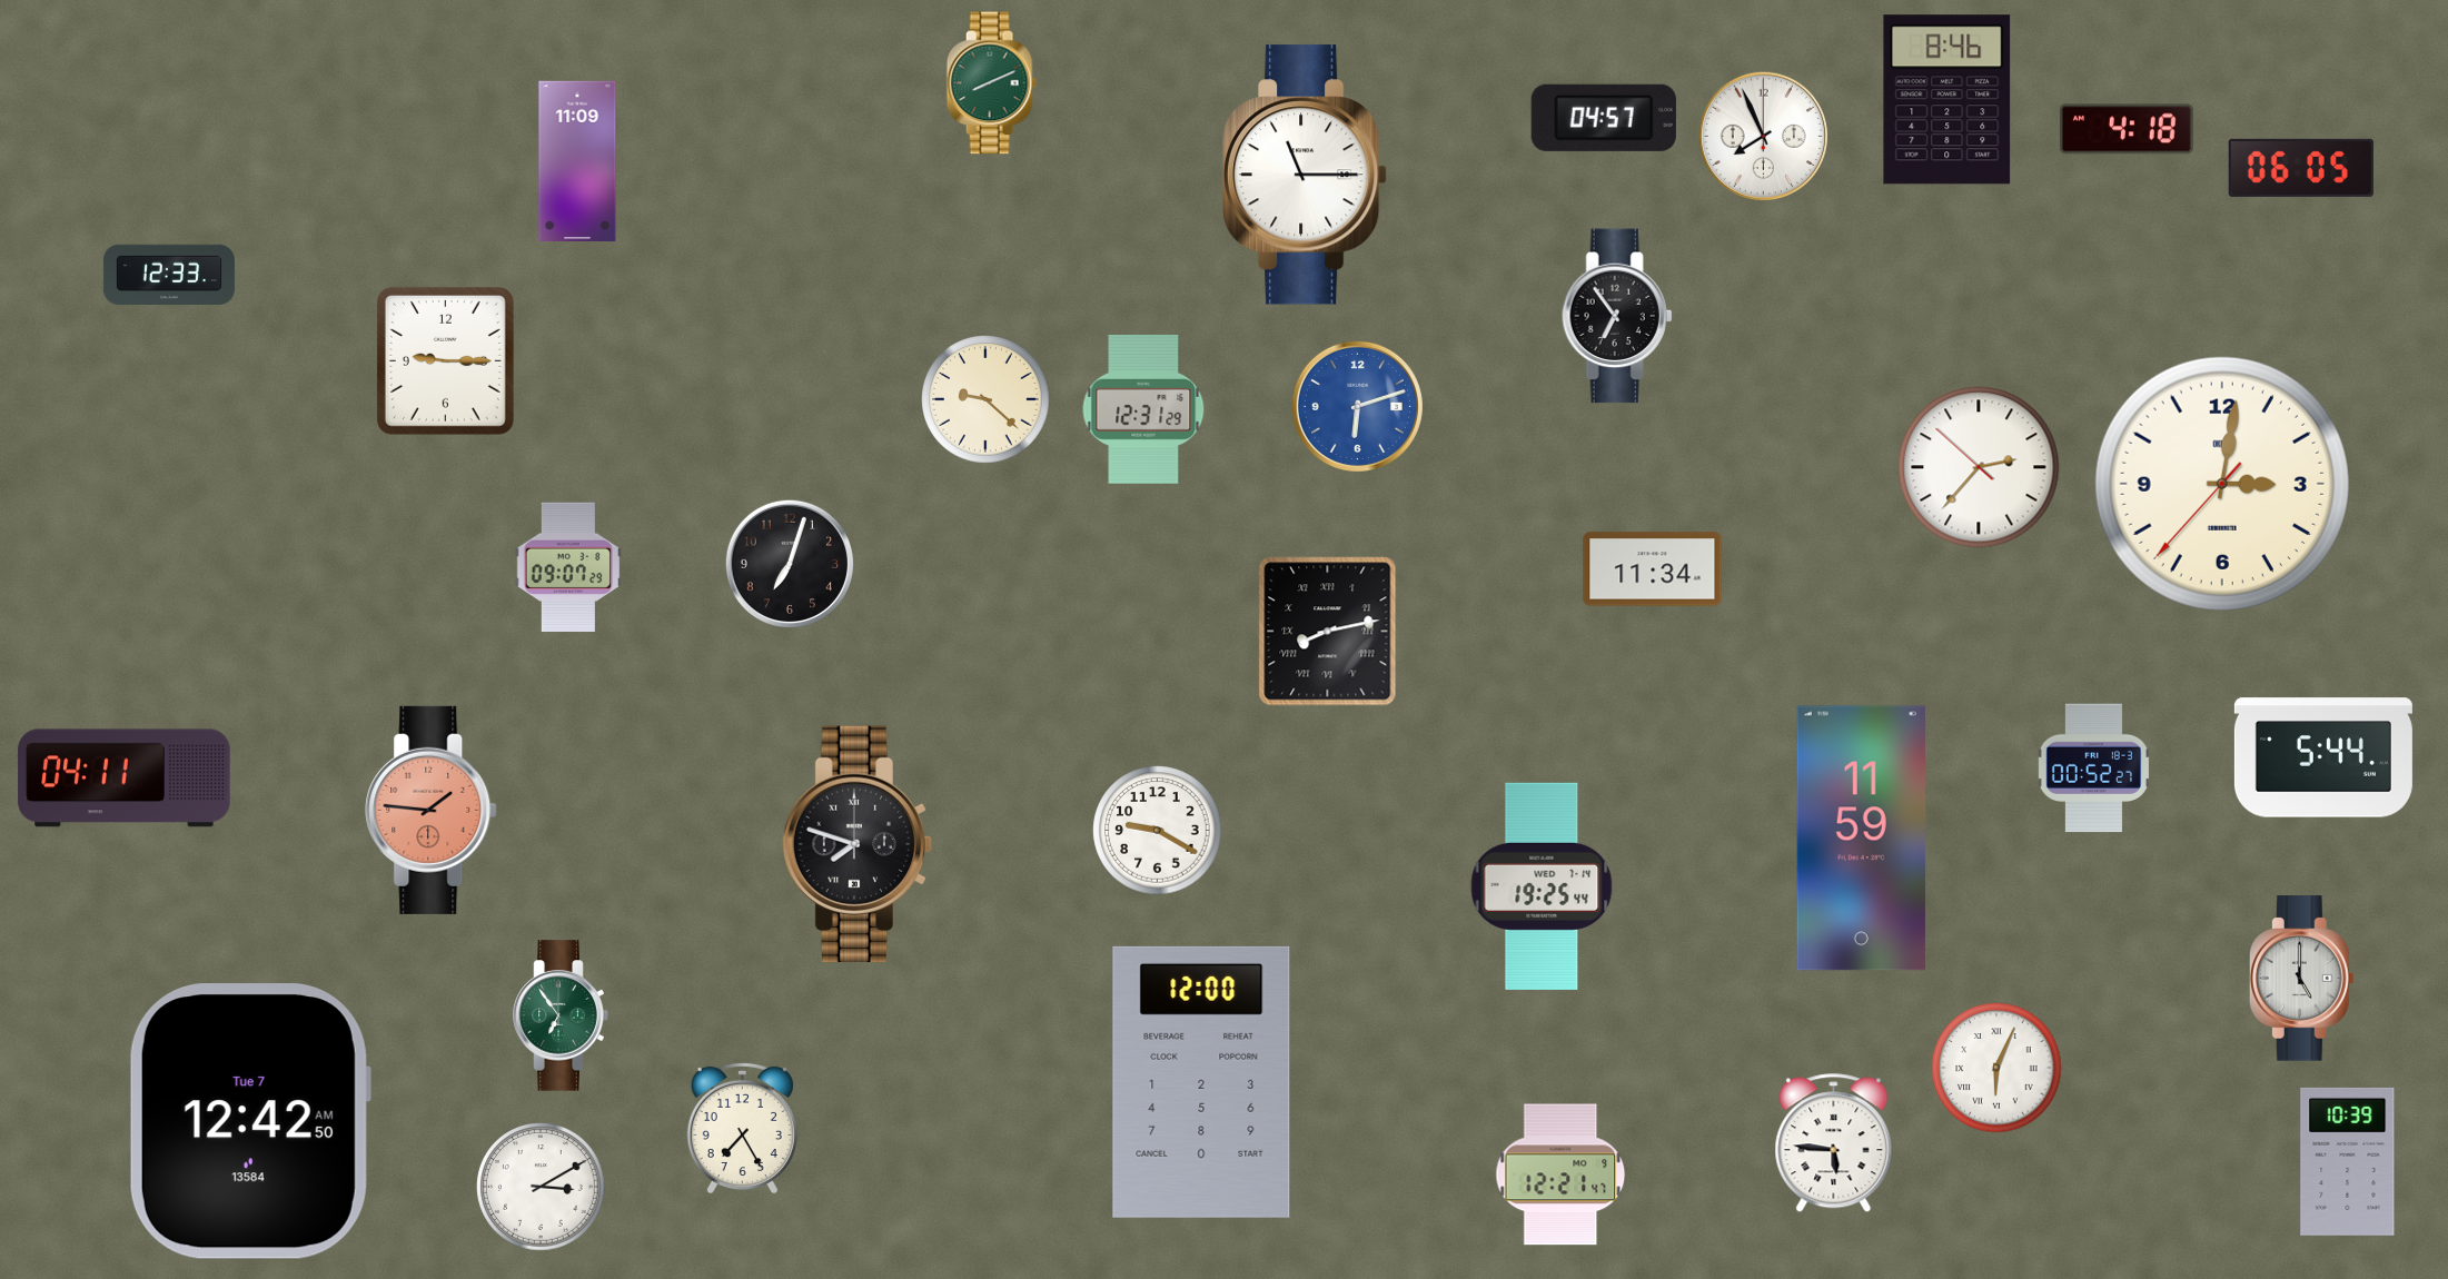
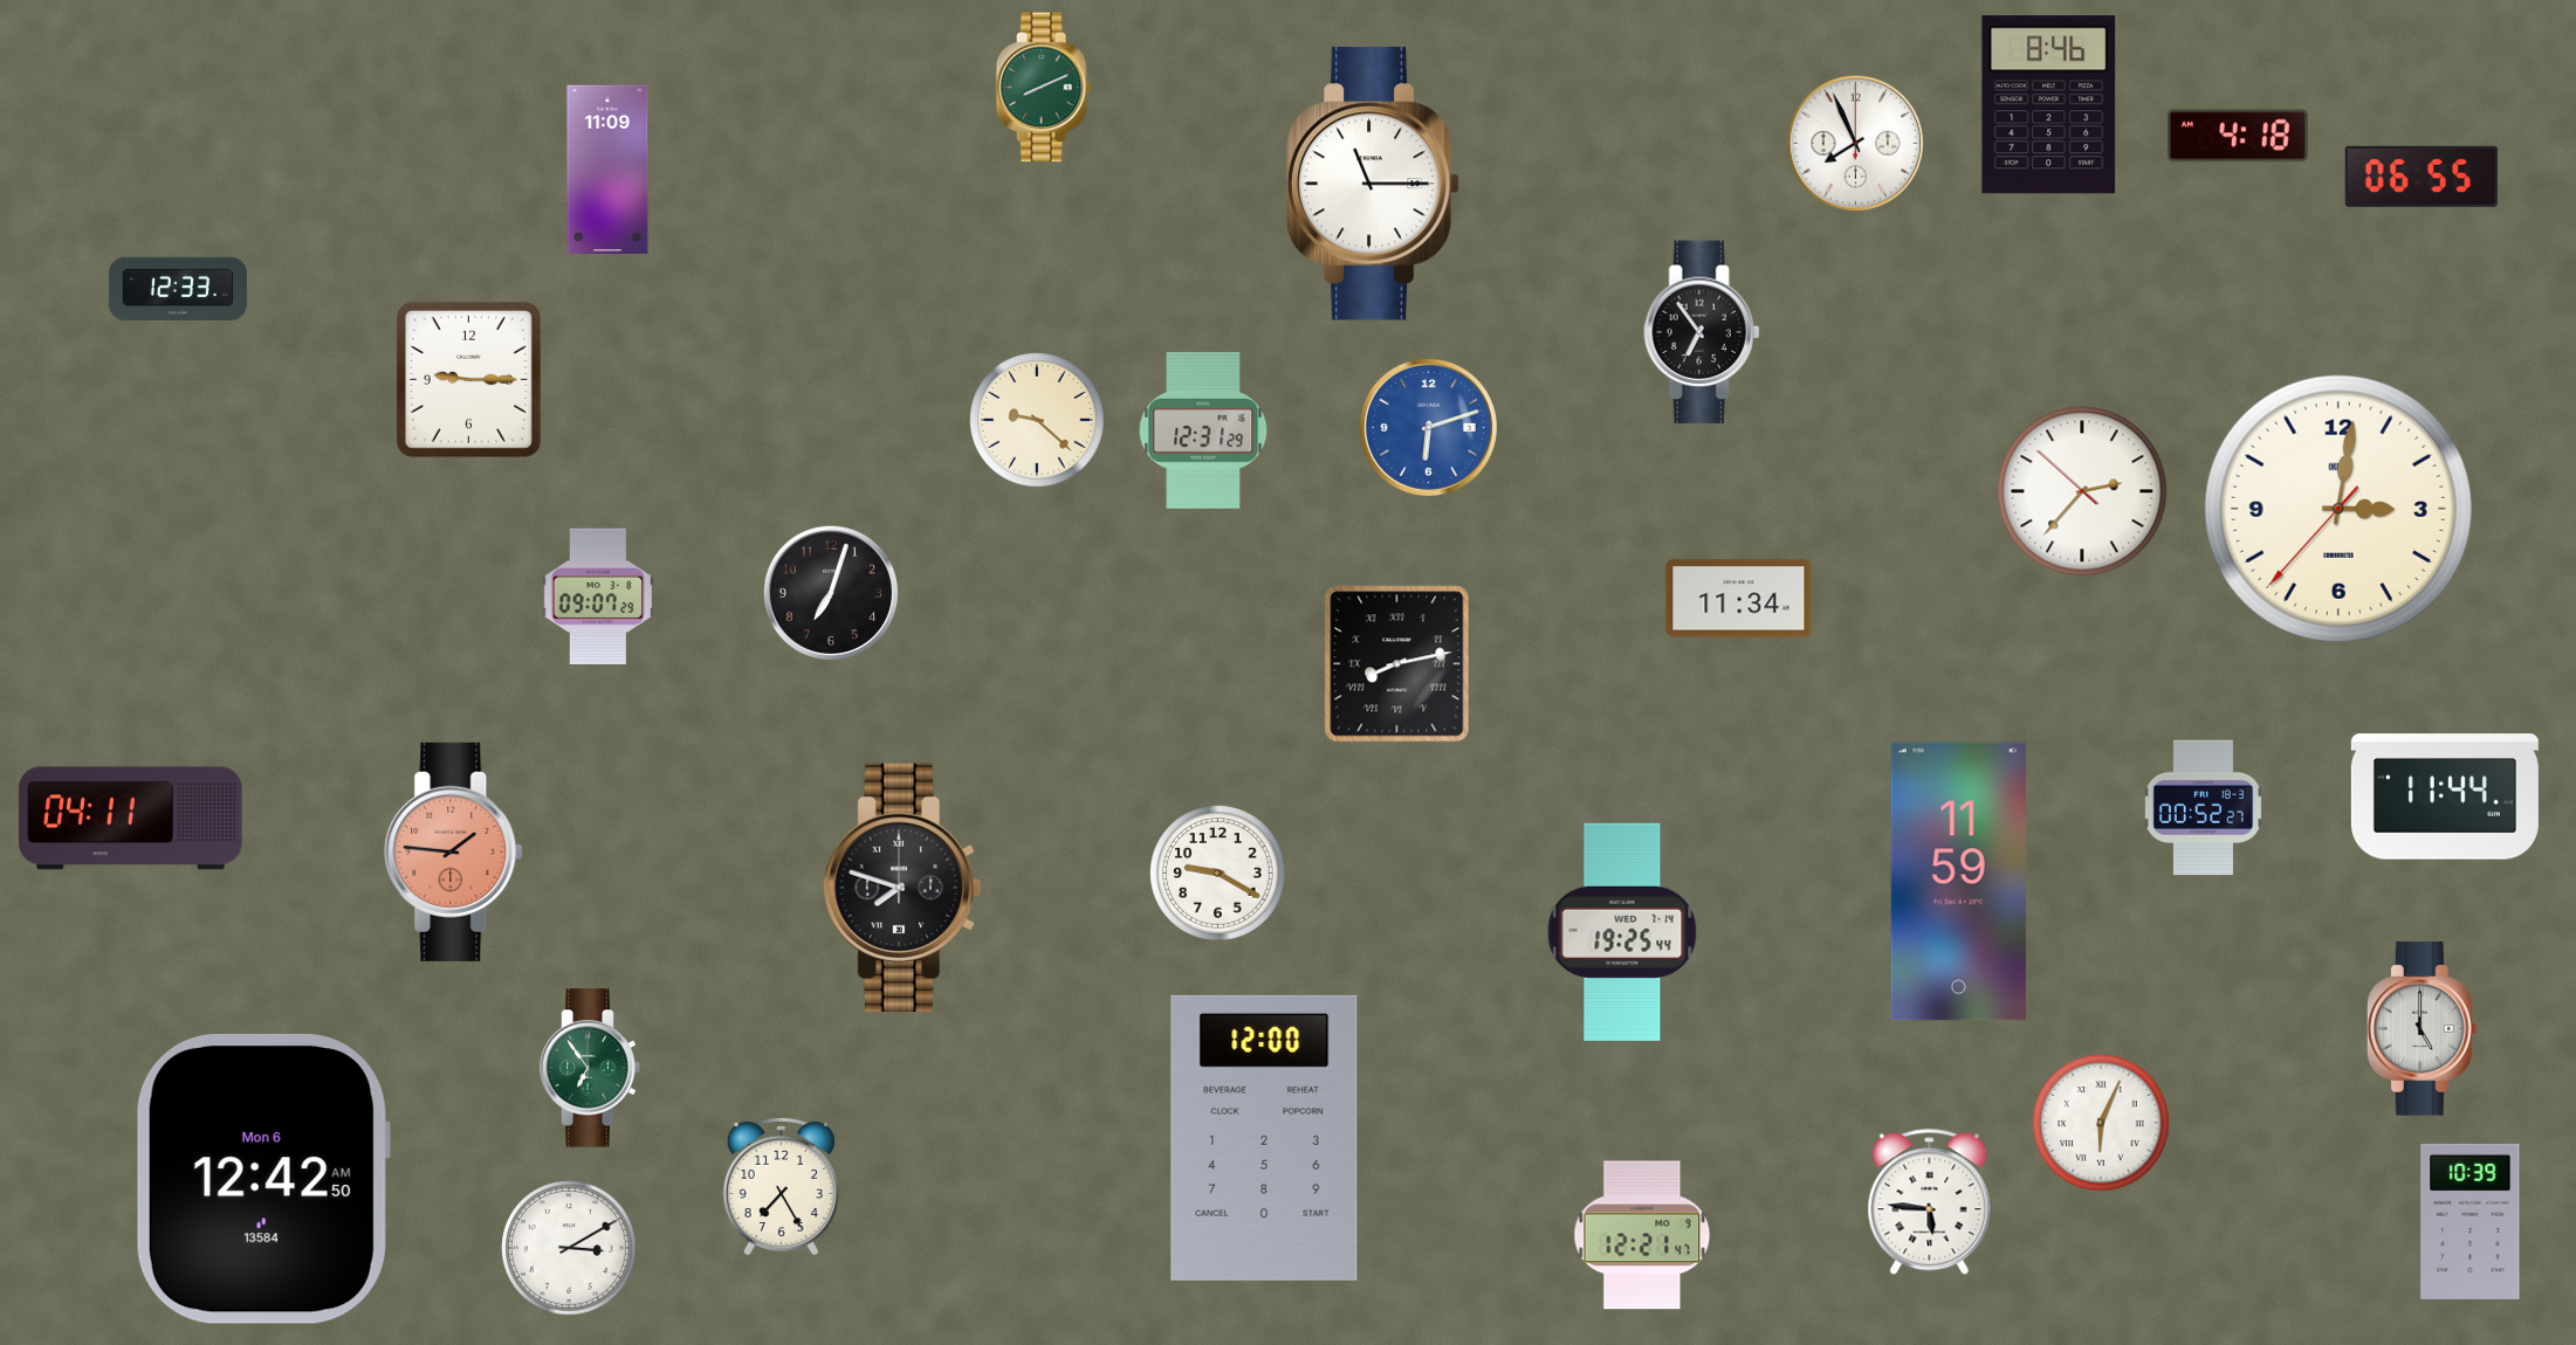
clock at (1604, 118): 04:57 -> none
clock at (2301, 168): 06:05 -> 06:55
clock at (2323, 757): 5:44 -> 11:44
clock at (250, 1122) date: Tue 7 -> Mon 6
